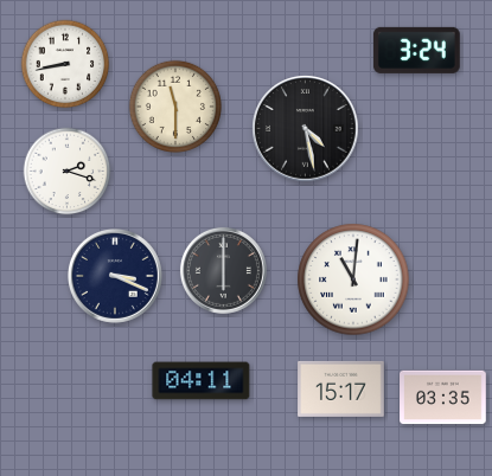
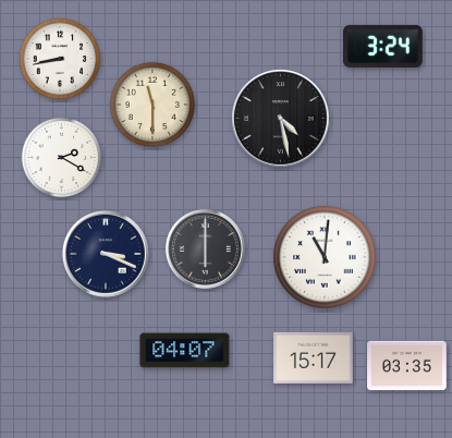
clock at (174, 105) position: (174, 105) -> (151, 104)
clock at (68, 172): 2:18 -> 2:20
clock at (202, 381): 04:11 -> 04:07
